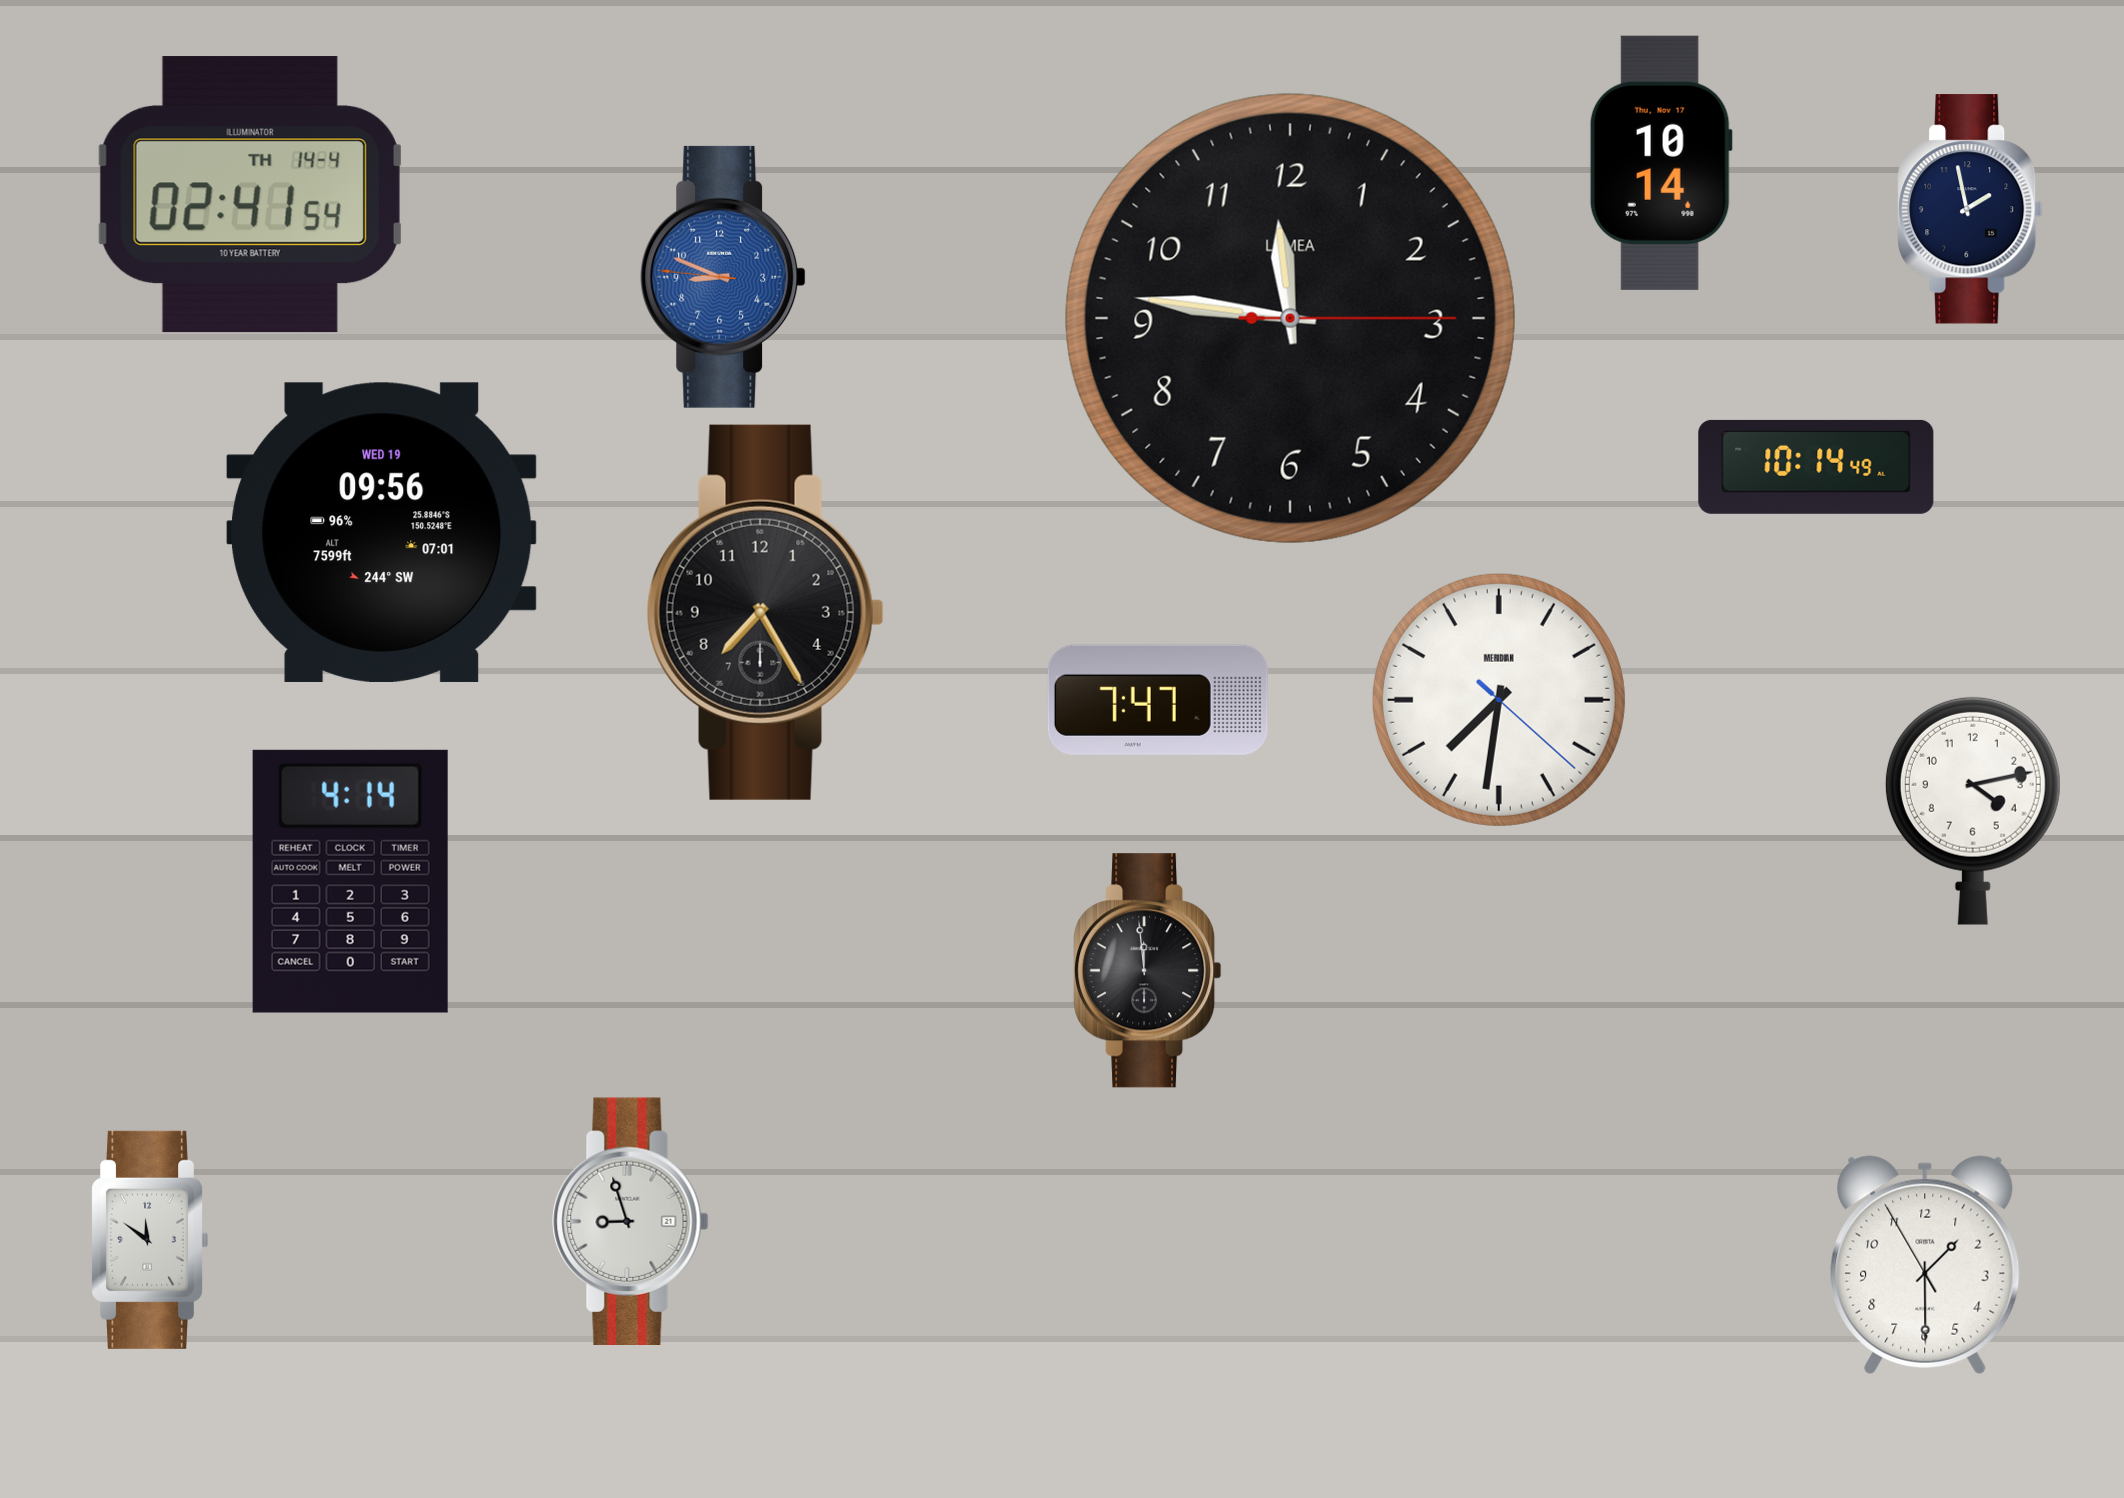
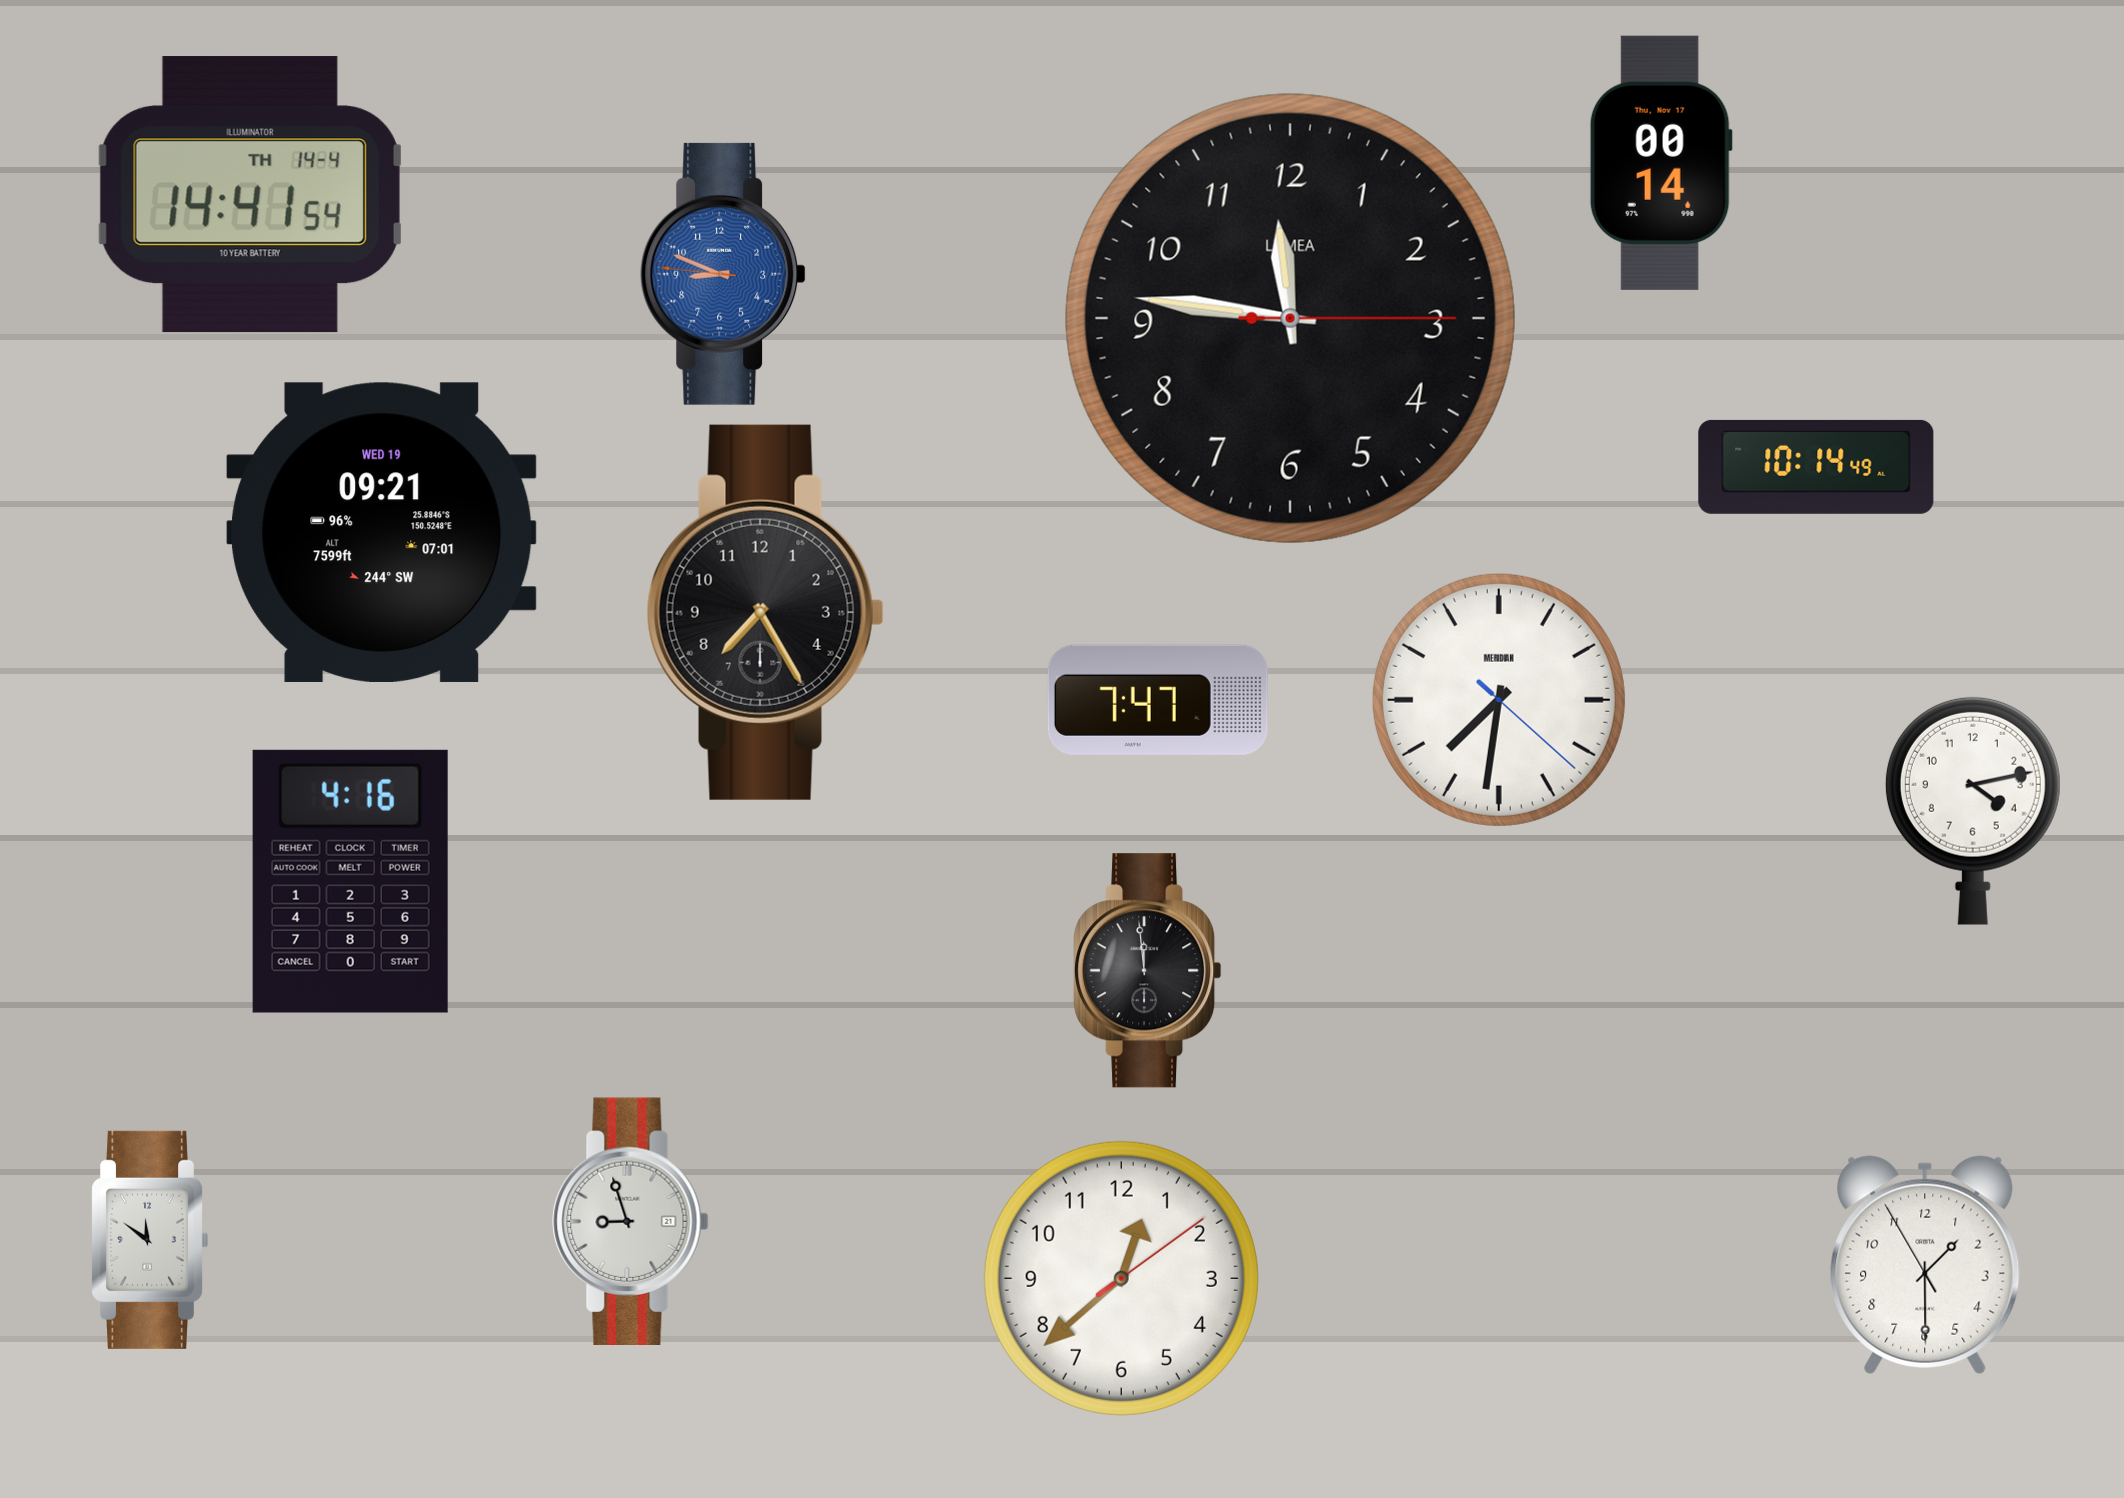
clock at (1661, 163): 10:14 -> 00:14
clock at (250, 195): 02:41 -> 14:41
clock at (1970, 209): 1:58 -> none
clock at (723, 277) position: (723, 277) -> (723, 274)
clock at (382, 532): 09:56 -> 09:21
clock at (350, 881): 4:14 -> 4:16
clock at (1121, 1278): none -> 12:38
